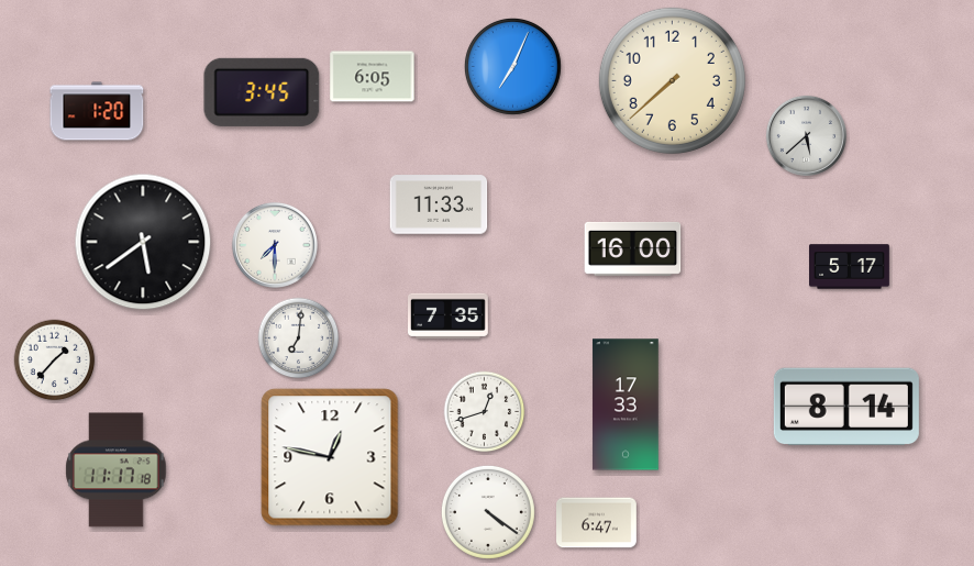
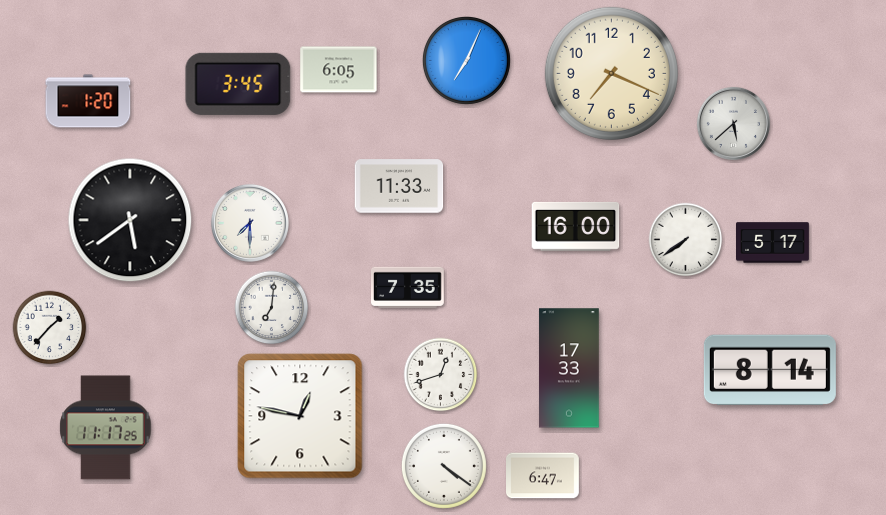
clock at (672, 80): 7:38 -> 7:19
clock at (686, 240): none -> 7:39
clock at (117, 470): 11:17:18 -> 11:17:25
